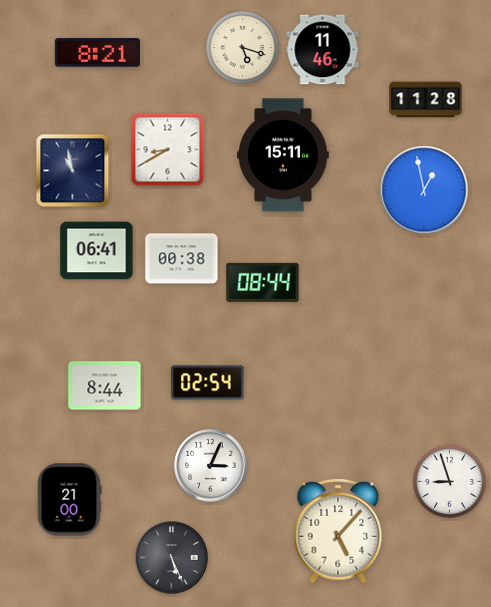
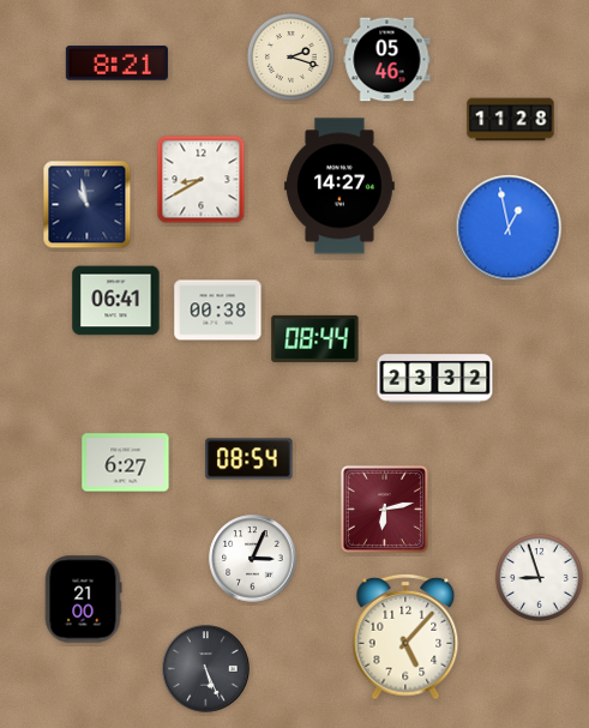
clock at (242, 47): 5:18 -> 2:18
clock at (323, 50): 11:46 -> 05:46
clock at (283, 155): 15:11 -> 14:27
clock at (435, 379): none -> 23:32
clock at (208, 383): 02:54 -> 08:54
clock at (105, 386): 8:44 -> 6:27
clock at (384, 509): none -> 6:13
